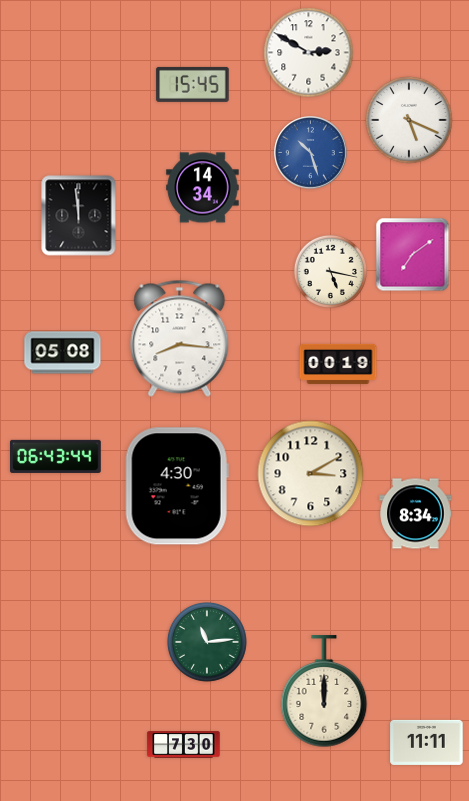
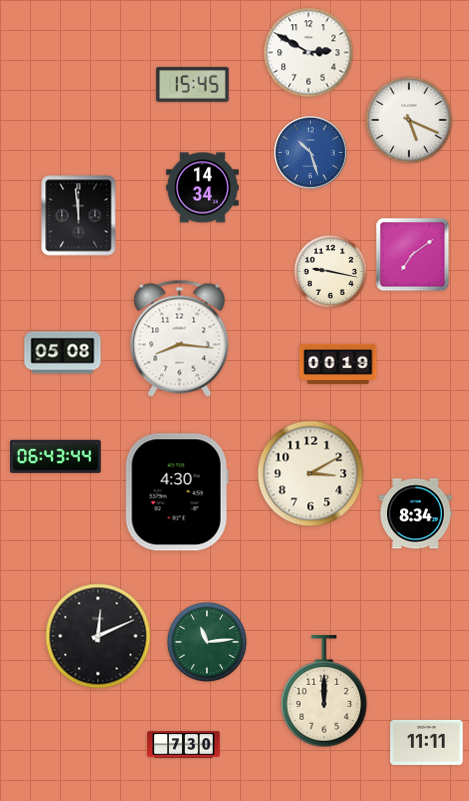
clock at (330, 271): 5:17 -> 9:17
clock at (177, 486) position: (177, 486) -> (177, 492)
clock at (98, 636): none -> 12:11
